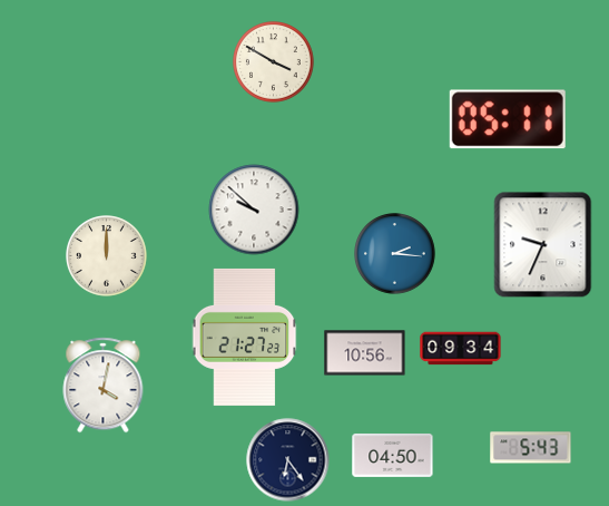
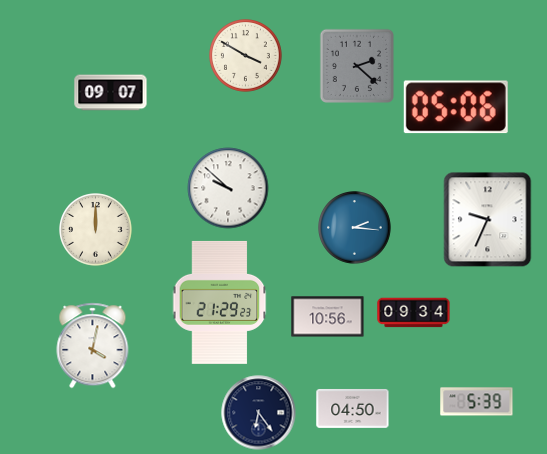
clock at (357, 66): none -> 2:22
clock at (111, 93): none -> 09:07
clock at (508, 119): 05:11 -> 05:06
clock at (245, 337): 21:27 -> 21:29
clock at (531, 448): 5:43 -> 5:39
